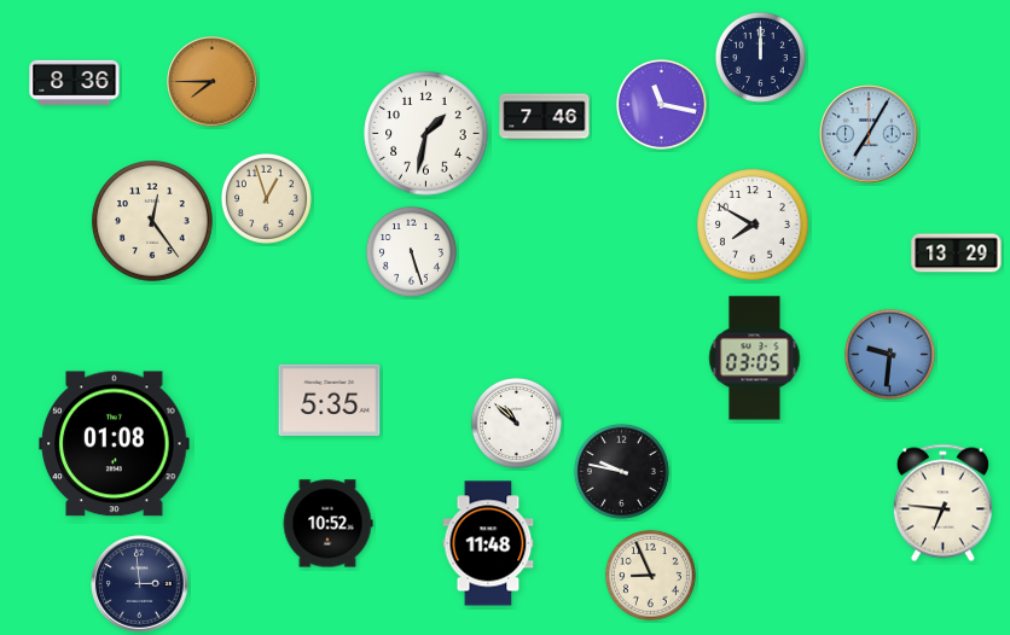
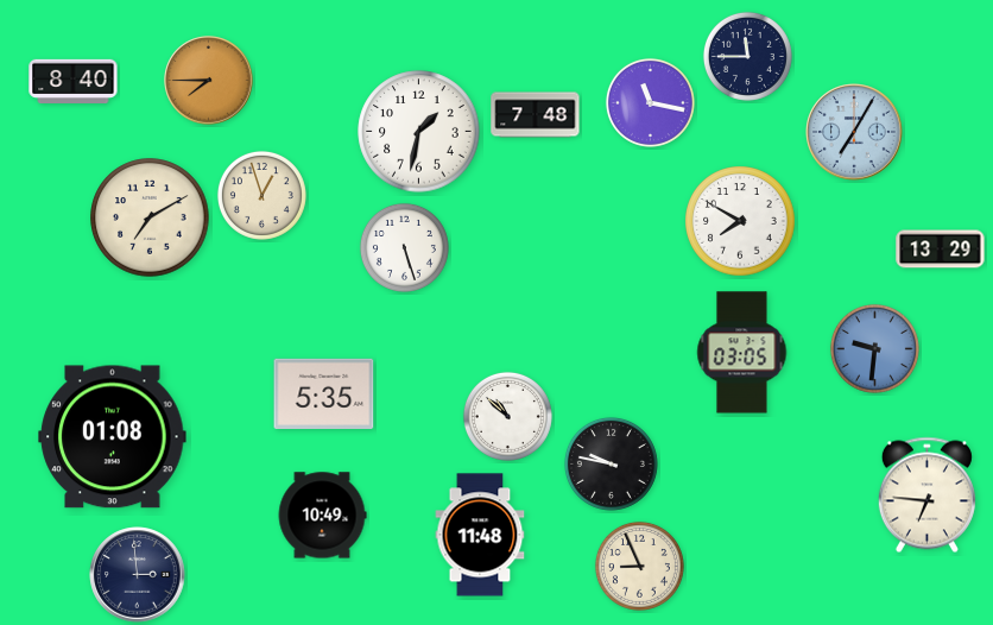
clock at (760, 57): 12:00 -> 11:45
clock at (75, 82): 8:36 -> 8:40
clock at (545, 117): 7:46 -> 7:48
clock at (152, 221): 12:24 -> 7:10
clock at (327, 524): 10:52 -> 10:49
